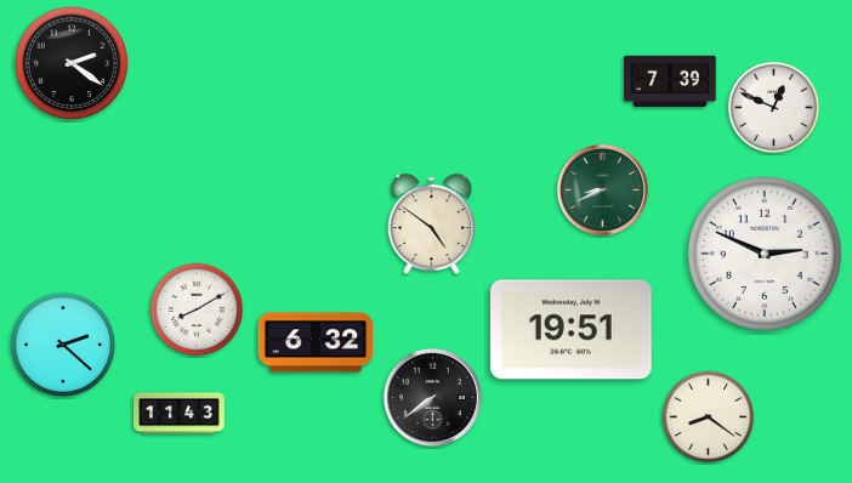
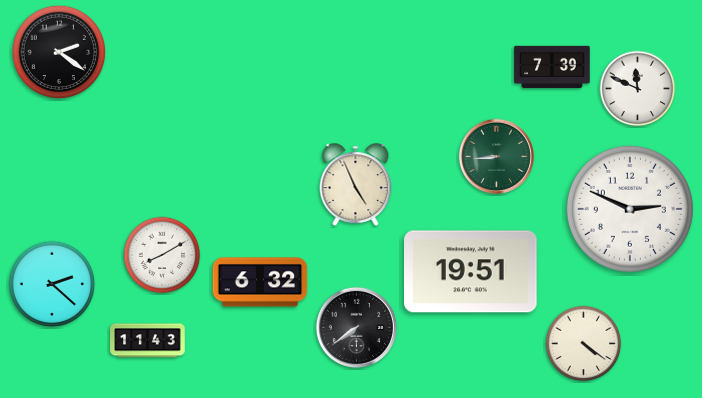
clock at (774, 108): 12:49 -> 11:49
clock at (602, 189): 8:41 -> 8:44
clock at (432, 223): 4:51 -> 4:56
clock at (709, 417): 8:21 -> 4:21
